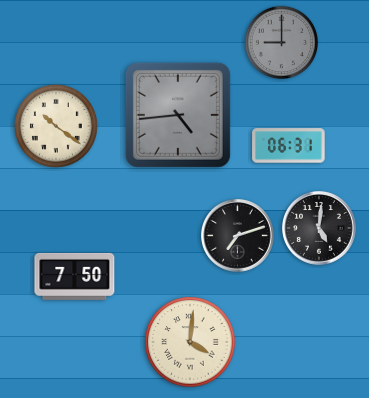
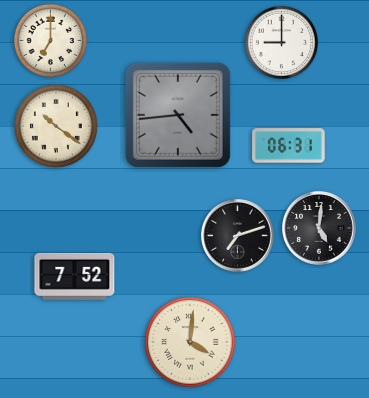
clock at (51, 41): none -> 7:00
clock at (282, 43) dial: grey -> white
clock at (75, 276): 7:50 -> 7:52
